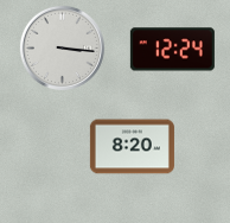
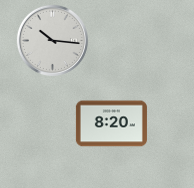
clock at (62, 47): 3:16 -> 10:16
clock at (172, 50): 12:24 -> none
